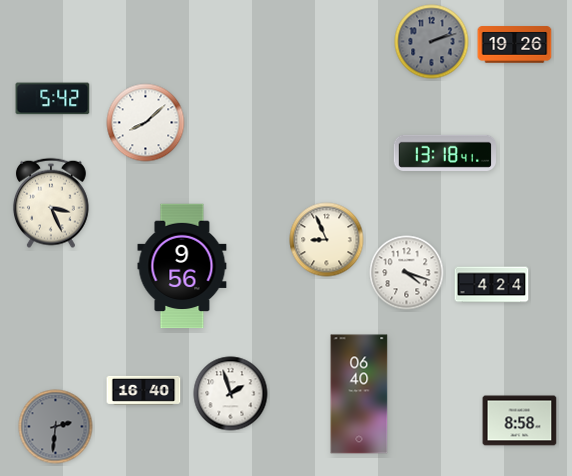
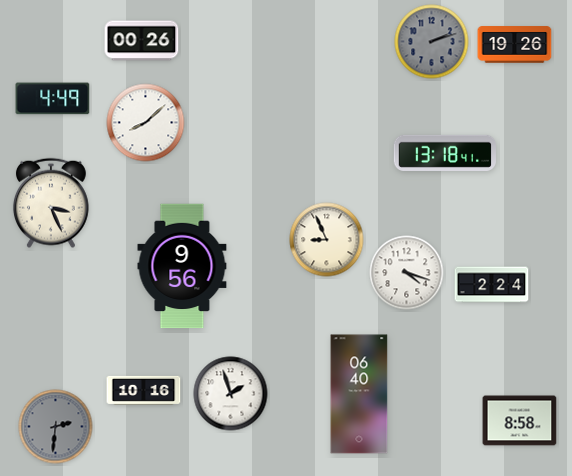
clock at (142, 41): none -> 00:26
clock at (53, 99): 5:42 -> 4:49
clock at (492, 285): 4:24 -> 2:24
clock at (144, 390): 16:40 -> 10:16
